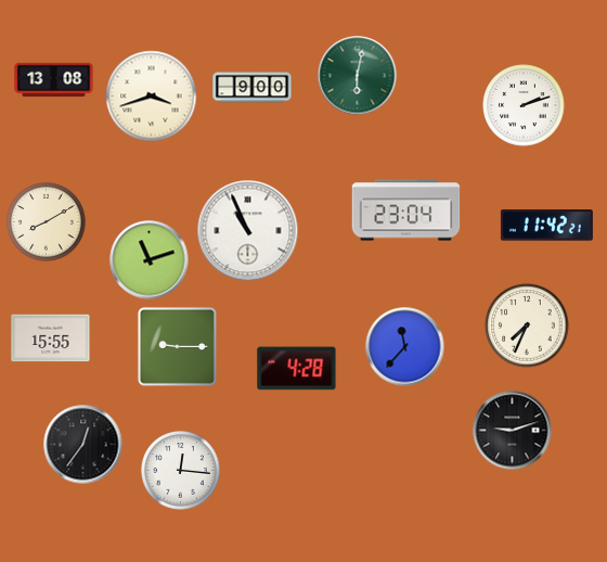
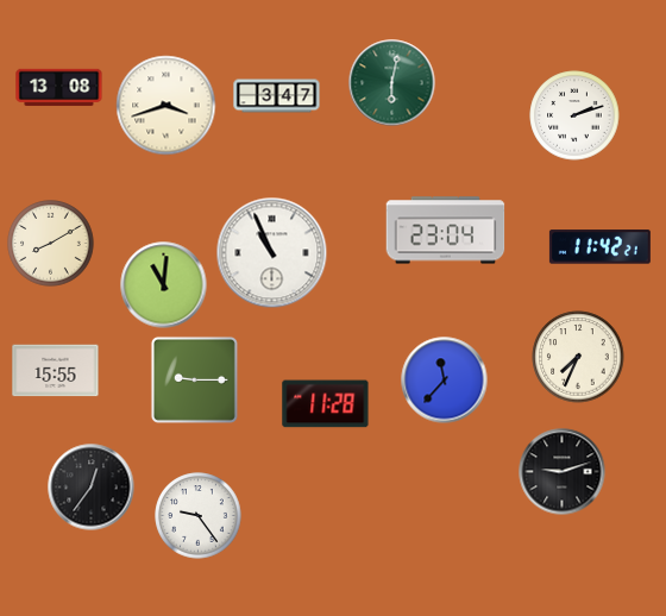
clock at (253, 88): 9:00 -> 3:47
clock at (150, 260): 11:12 -> 11:01
clock at (297, 369): 4:28 -> 11:28
clock at (181, 471): 12:16 -> 9:24
